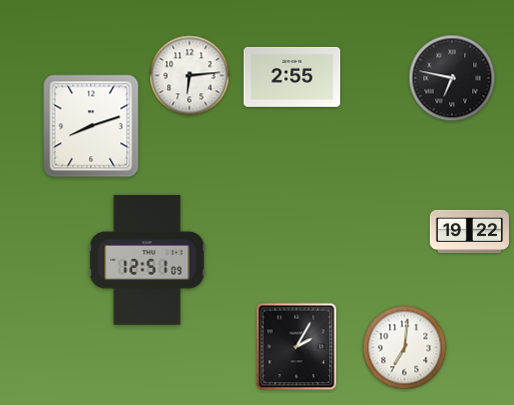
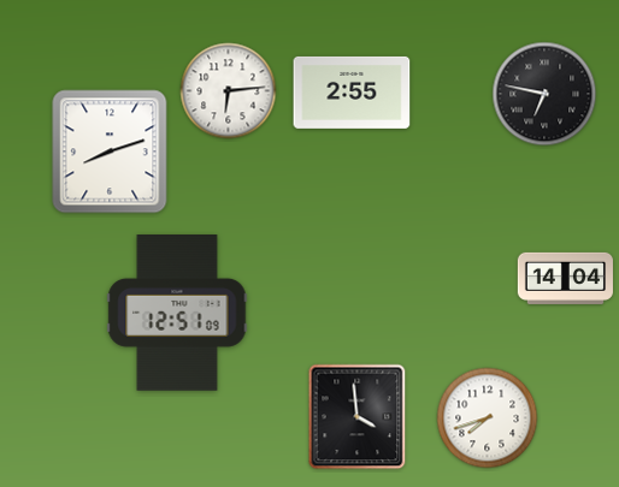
clock at (469, 231): 19:22 -> 14:04
clock at (297, 347): 2:05 -> 3:59
clock at (405, 348): 7:01 -> 7:42
